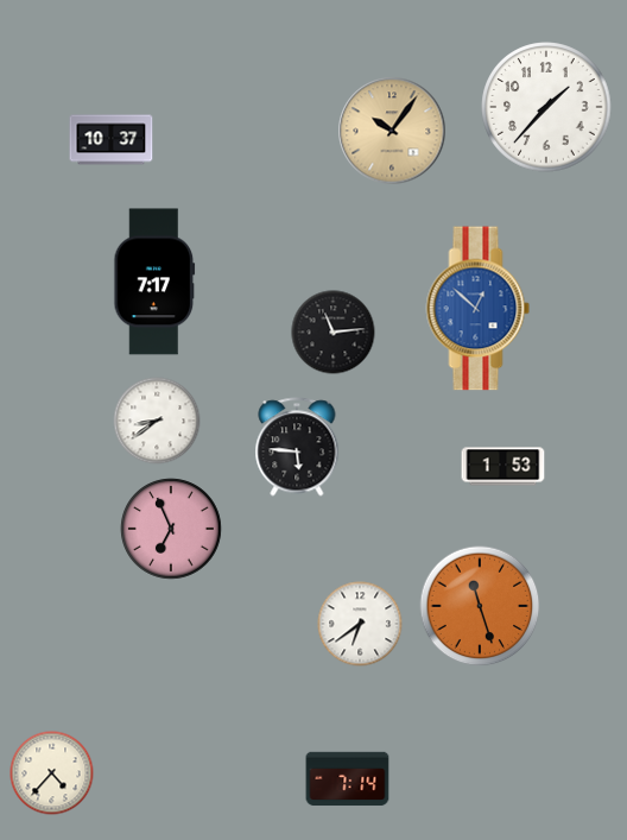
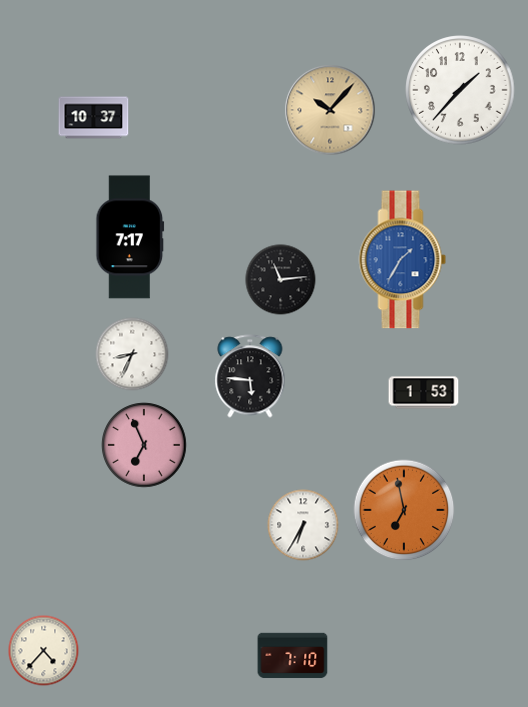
clock at (392, 131): 10:06 -> 10:07
clock at (479, 309): 12:52 -> 1:35
clock at (157, 421): 8:39 -> 8:34
clock at (480, 606): 11:27 -> 6:58
clock at (360, 624): 6:39 -> 6:35
clock at (348, 779): 7:14 -> 7:10
